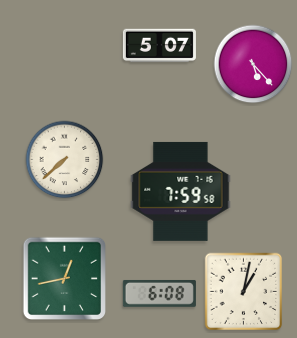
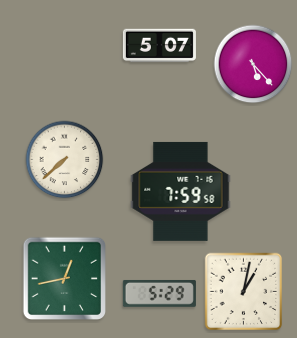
clock at (159, 293): 6:08 -> 5:29
